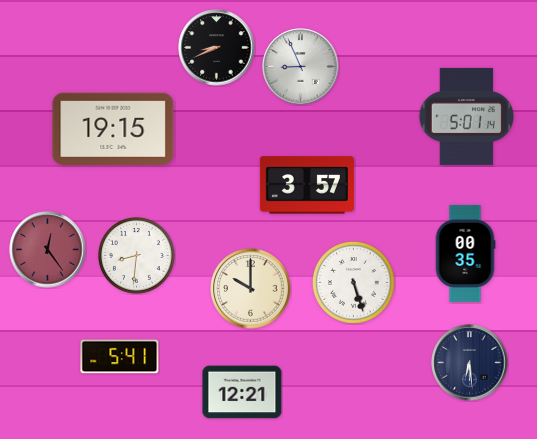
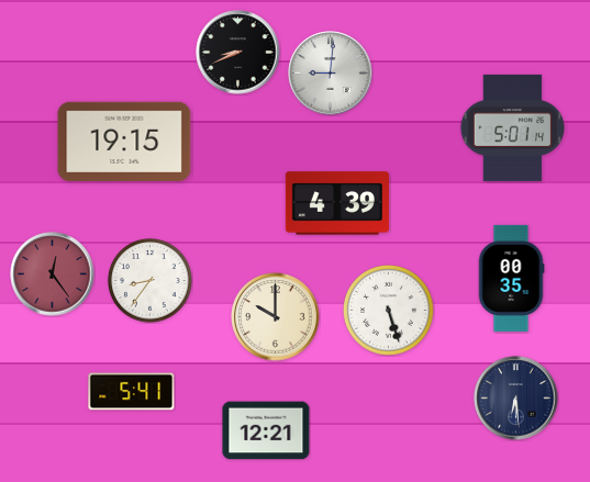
clock at (301, 67): 8:56 -> 9:01
clock at (307, 185): 3:57 -> 4:39
clock at (137, 256): 8:31 -> 8:36
